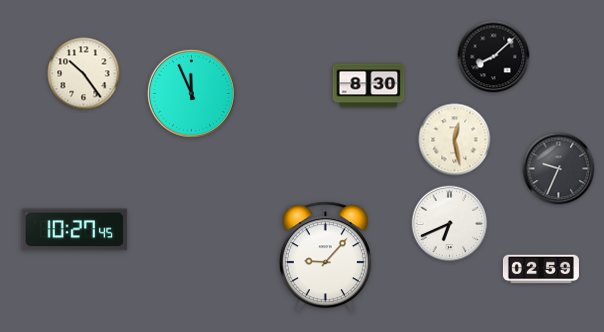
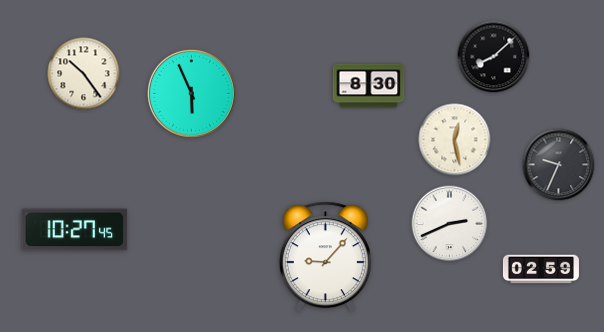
clock at (191, 93): 11:56 -> 5:56
clock at (559, 169) position: (559, 169) -> (559, 165)
clock at (450, 224): 6:41 -> 2:41
